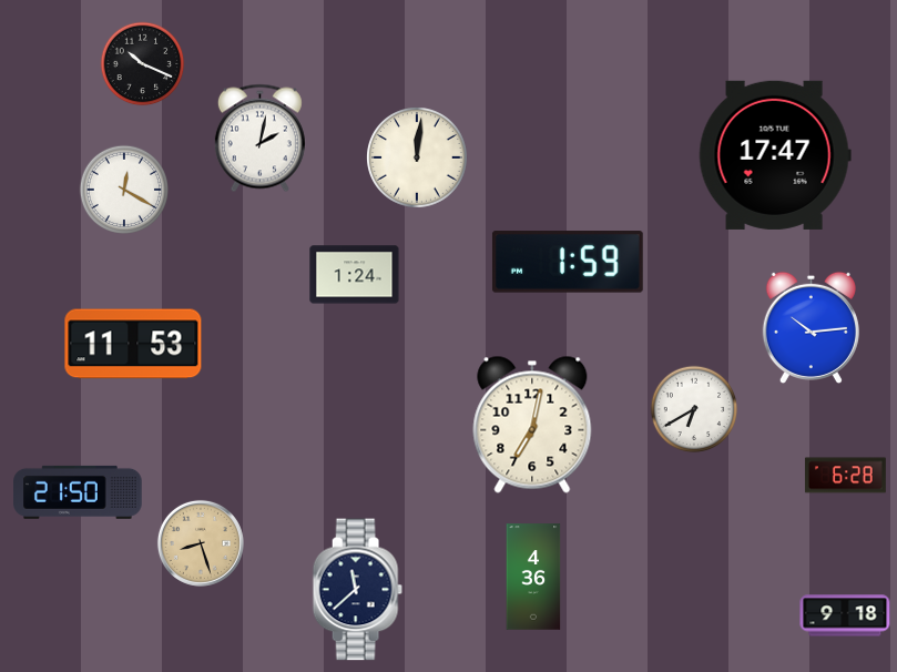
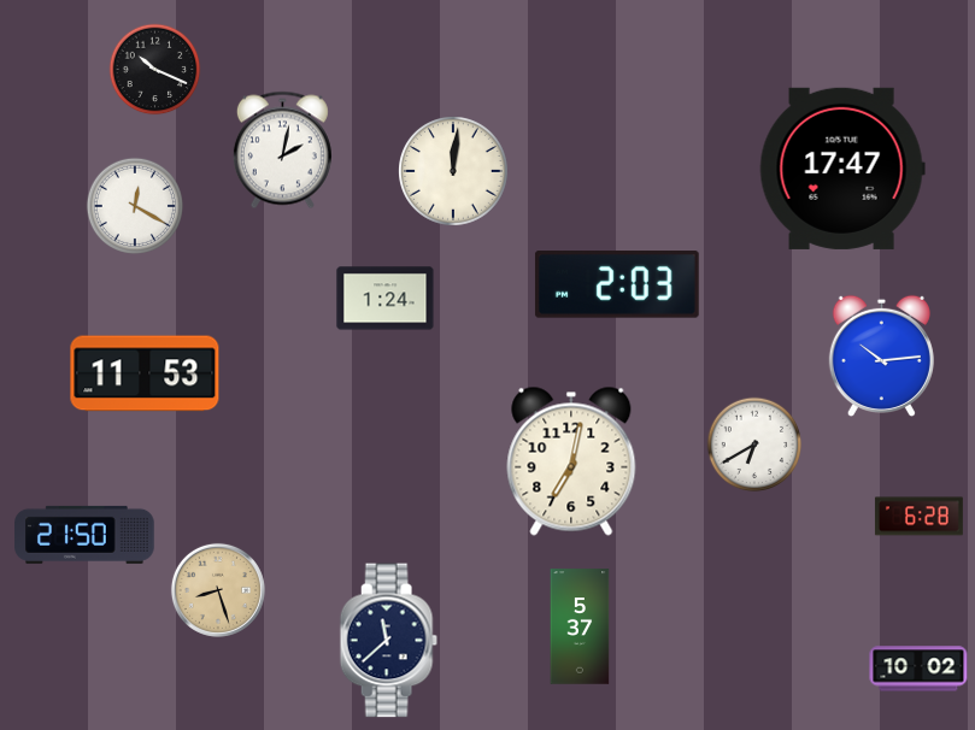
clock at (568, 262): 1:59 -> 2:03
clock at (532, 425) position: (532, 425) -> (571, 461)
clock at (533, 577): 4:36 -> 5:37
clock at (845, 615): 9:18 -> 10:02
